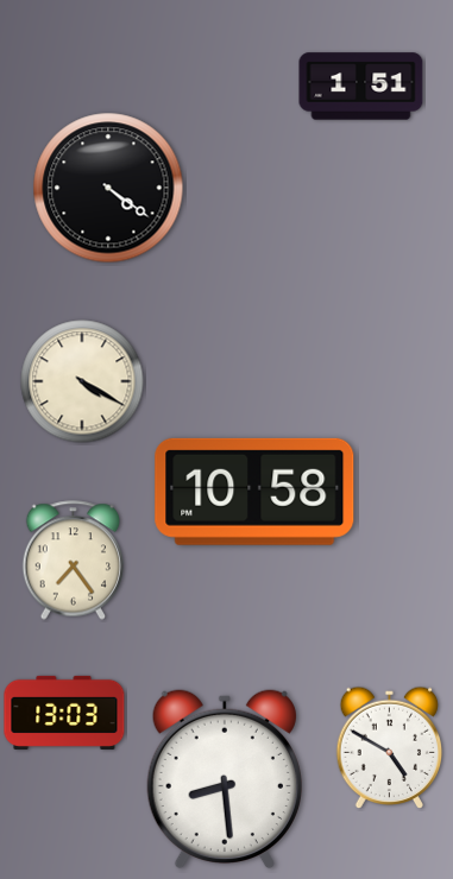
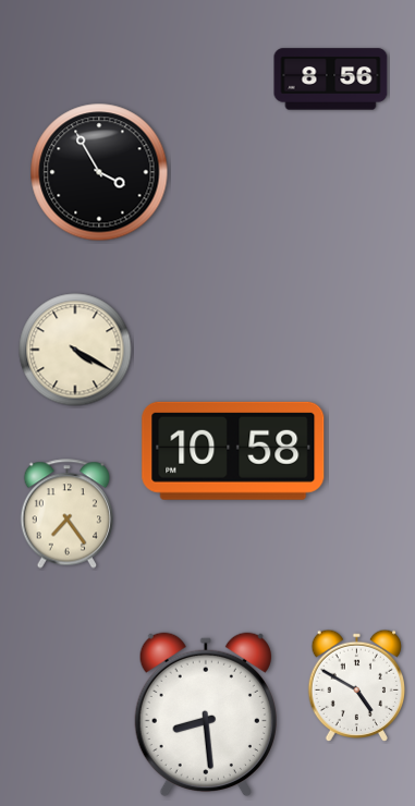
clock at (361, 87): 1:51 -> 8:56
clock at (108, 188): 4:21 -> 3:55
clock at (64, 713): 13:03 -> none
